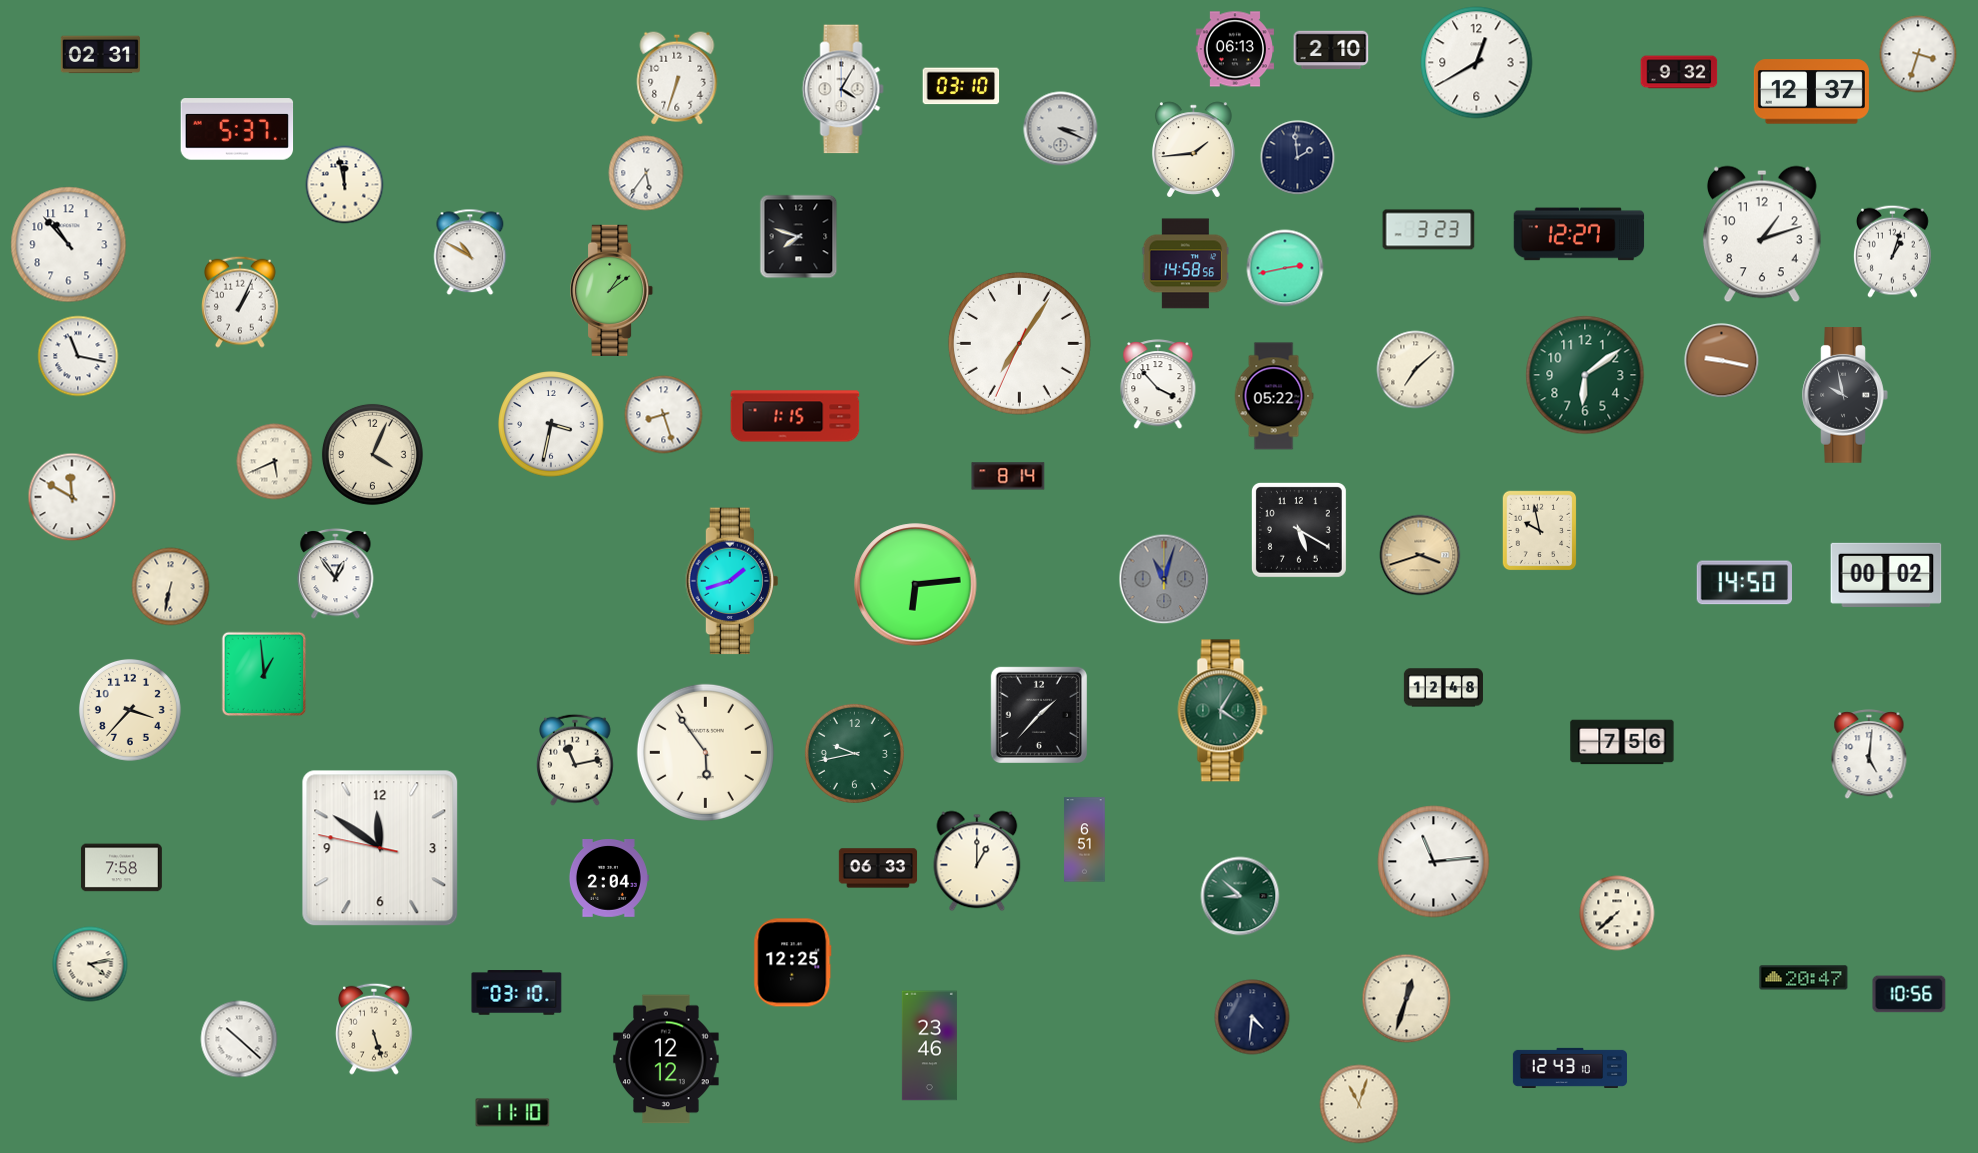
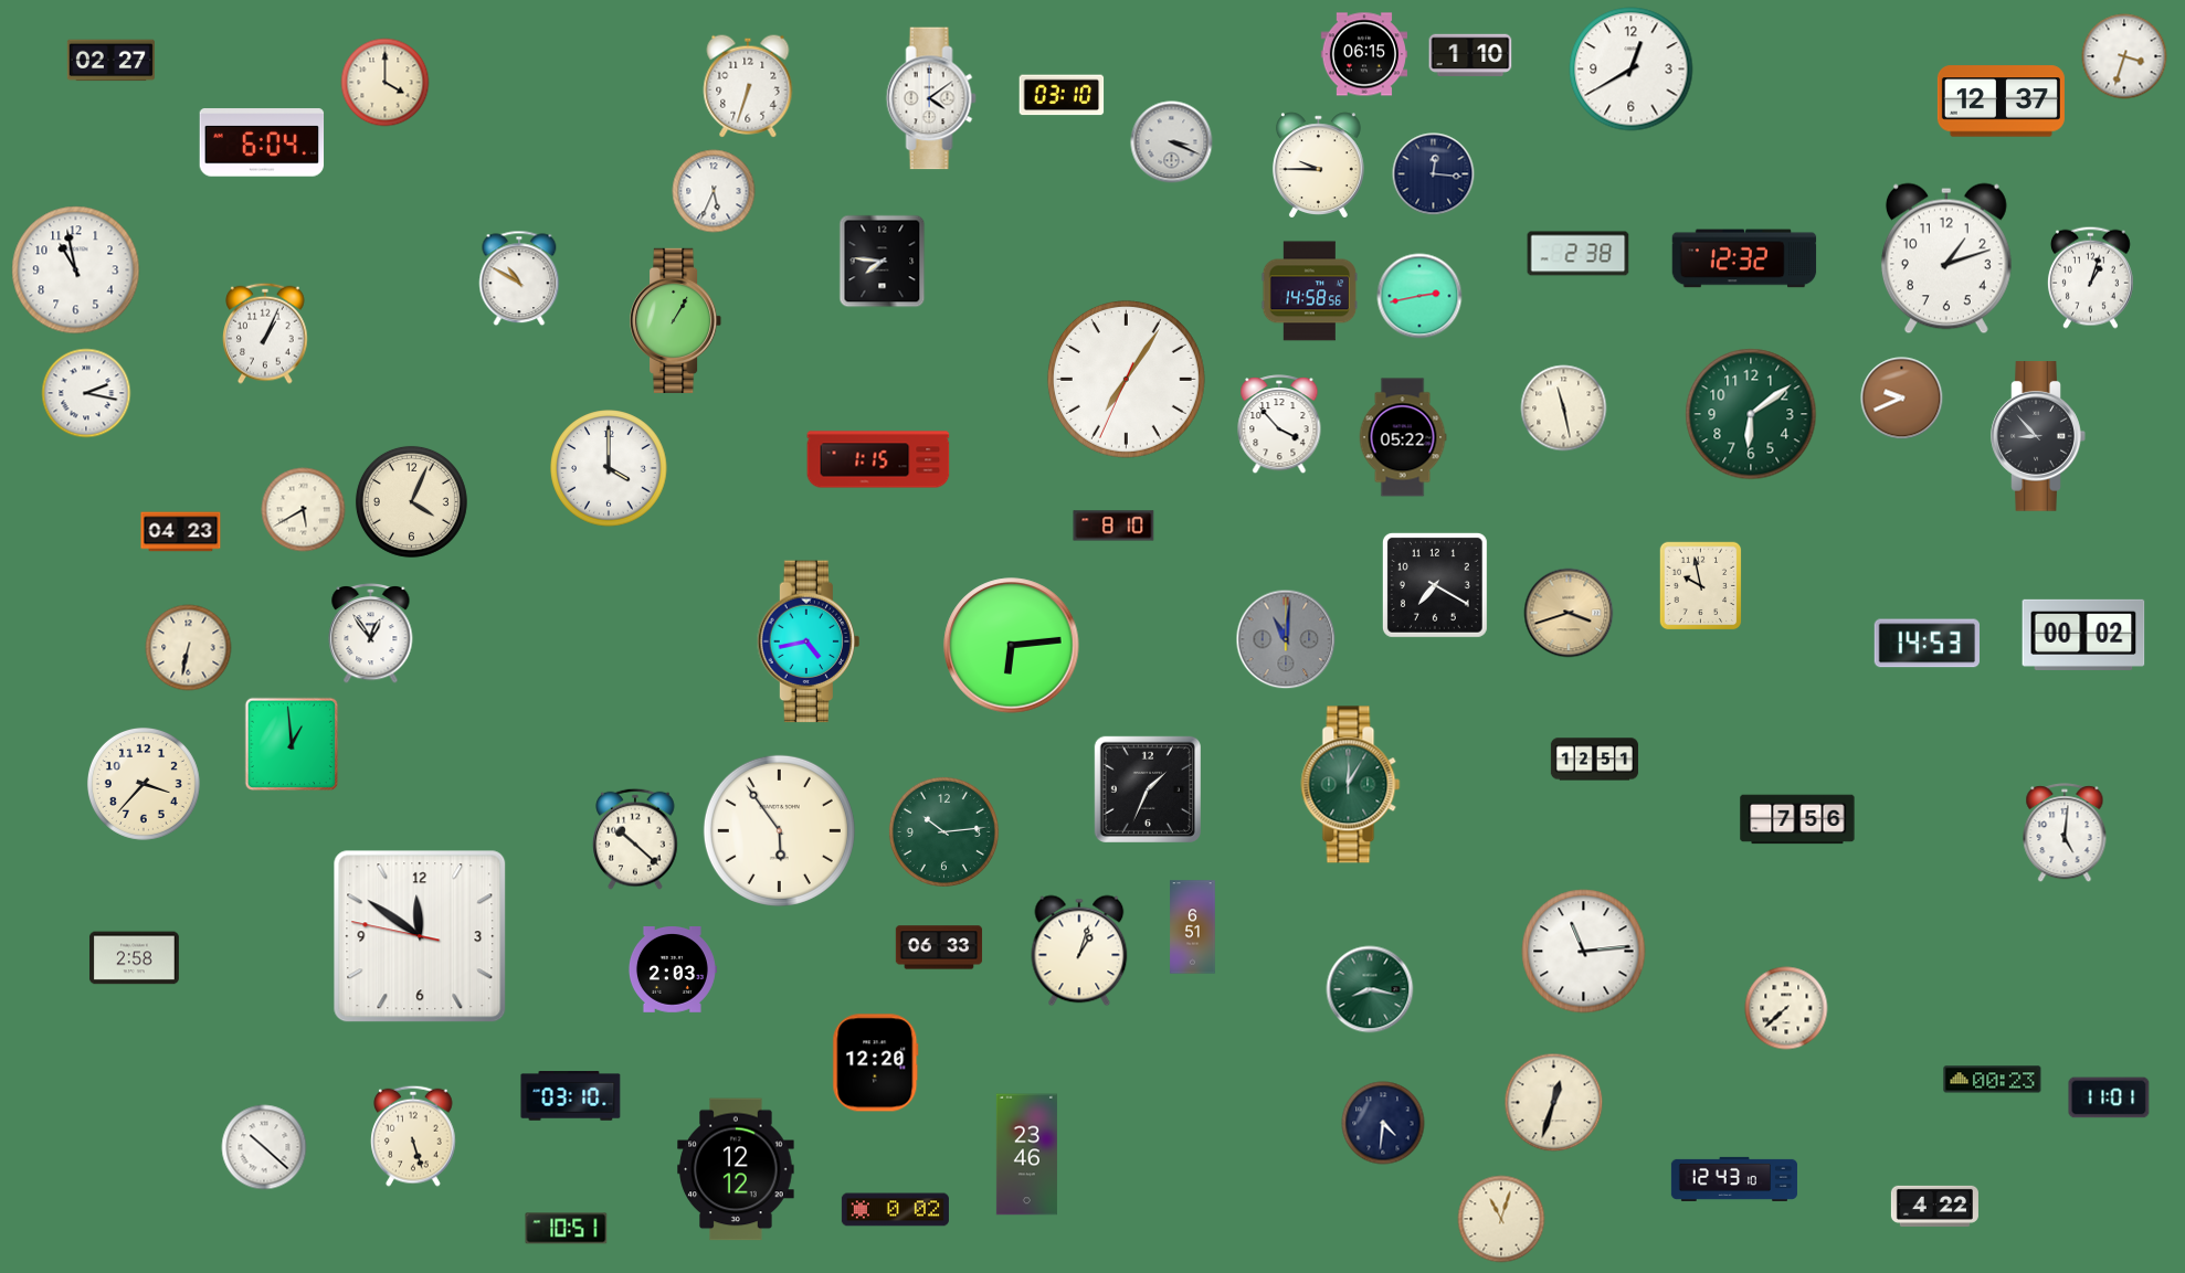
clock at (1234, 49): 06:13 -> 06:15
clock at (1331, 49): 2:10 -> 1:10
clock at (1918, 54) position: (1918, 54) -> (2124, 56)
clock at (100, 55): 02:31 -> 02:27
clock at (1679, 72): 9:32 -> none
clock at (386, 83): none -> 4:00
clock at (843, 89): 4:05 -> 4:09
clock at (237, 129): 5:37 -> 6:04
clock at (1193, 149): 1:44 -> 9:45
clock at (1298, 158): 1:59 -> 12:16
clock at (646, 173): 5:36 -> 5:34
clock at (345, 185): 11:58 -> none
clock at (1429, 230): 3:23 -> 2:38
clock at (1579, 234): 12:27 -> 12:32
clock at (799, 237): 7:48 -> 7:46
clock at (69, 245): 10:53 -> 10:58
clock at (612, 290): 1:09 -> 1:05
clock at (78, 356): 11:17 -> 2:17
clock at (1722, 361): 9:17 -> 9:41
clock at (1416, 370): 7:08 -> 11:28
clock at (1845, 395): 9:58 -> 8:53
clock at (1274, 396) position: (1274, 396) -> (1403, 437)
clock at (664, 415): 8:27 -> none
clock at (551, 424): 3:32 -> 4:00
clock at (275, 462): 5:41 -> 5:40
clock at (1008, 476): 8:14 -> 8:10
clock at (181, 532): none -> 04:23
clock at (72, 497): 11:50 -> none
clock at (1299, 530): 5:20 -> 7:20
clock at (1164, 579): 11:03 -> 11:01
clock at (731, 581): 1:42 -> 4:43
clock at (1744, 583): 14:50 -> 14:53
clock at (1443, 688): 12:48 -> 12:51
clock at (1223, 711): 4:05 -> 12:05
clock at (1039, 715): 1:37 -> 1:34
clock at (1622, 742) position: (1622, 742) -> (1797, 819)
clock at (854, 753): 9:43 -> 10:14
clock at (575, 760): 11:13 -> 10:22
clock at (1085, 840) position: (1085, 840) -> (1193, 927)
clock at (977, 861): 1:00 -> 1:03
clock at (121, 868): 7:58 -> 2:58
clock at (878, 868) position: (878, 868) -> (939, 947)
clock at (608, 879): 2:04 -> 2:03
clock at (1240, 896): 8:52 -> 8:17
clock at (793, 963): 12:25 -> 12:20
clock at (90, 964): 4:13 -> none
clock at (1804, 978): 20:47 -> 00:23
clock at (1909, 994): 10:56 -> 11:01
clock at (1934, 1206): none -> 4:22
clock at (895, 1210): none -> 0:02
clock at (513, 1113): 11:10 -> 10:51
